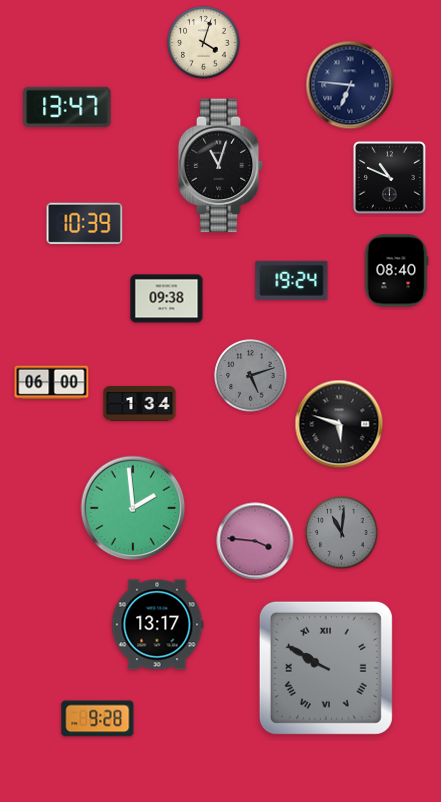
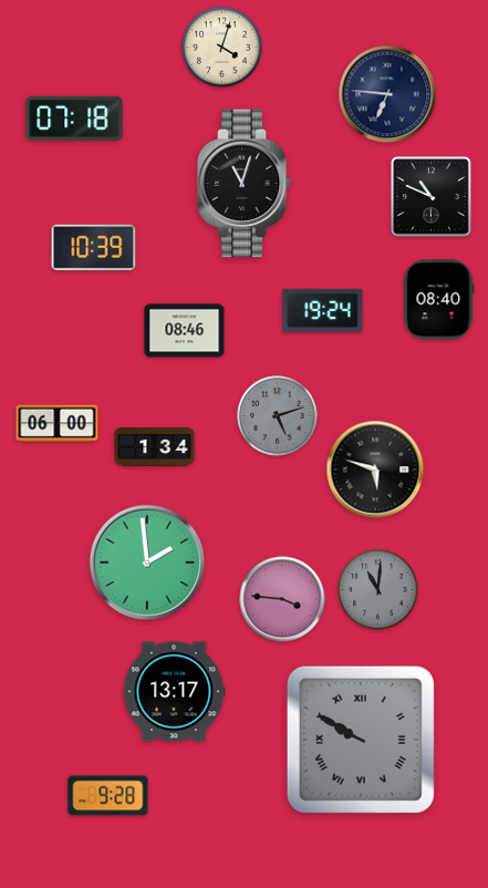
clock at (204, 43) position: (204, 43) -> (222, 48)
clock at (67, 107): 13:47 -> 07:18
clock at (167, 299): 09:38 -> 08:46
